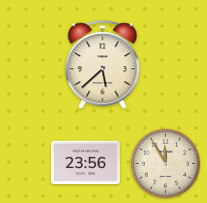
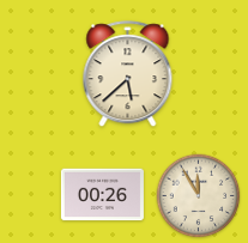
clock at (103, 65) position: (103, 65) -> (128, 74)
clock at (85, 163): 23:56 -> 00:26
